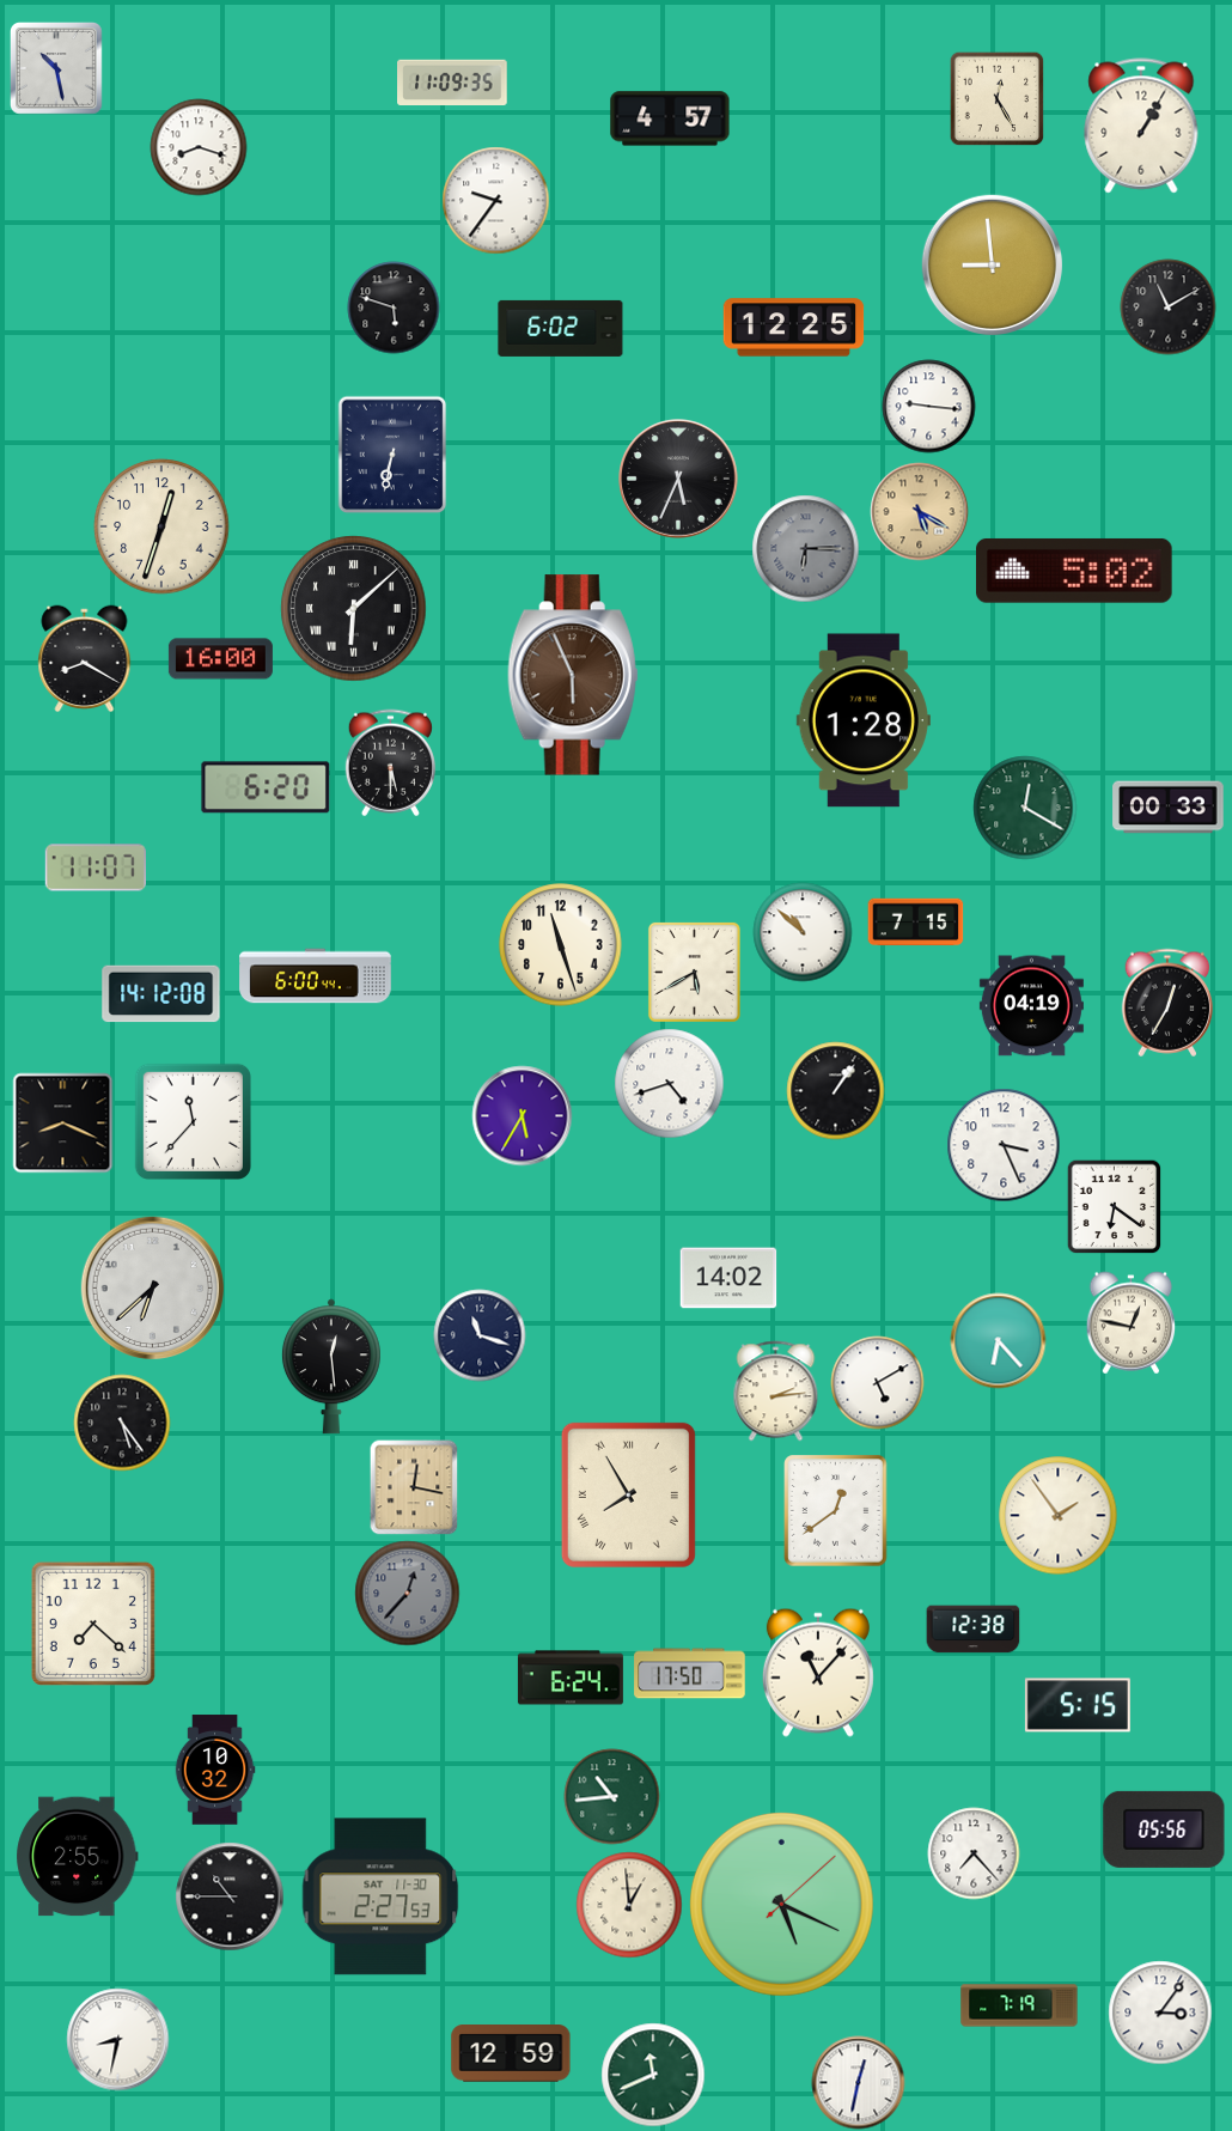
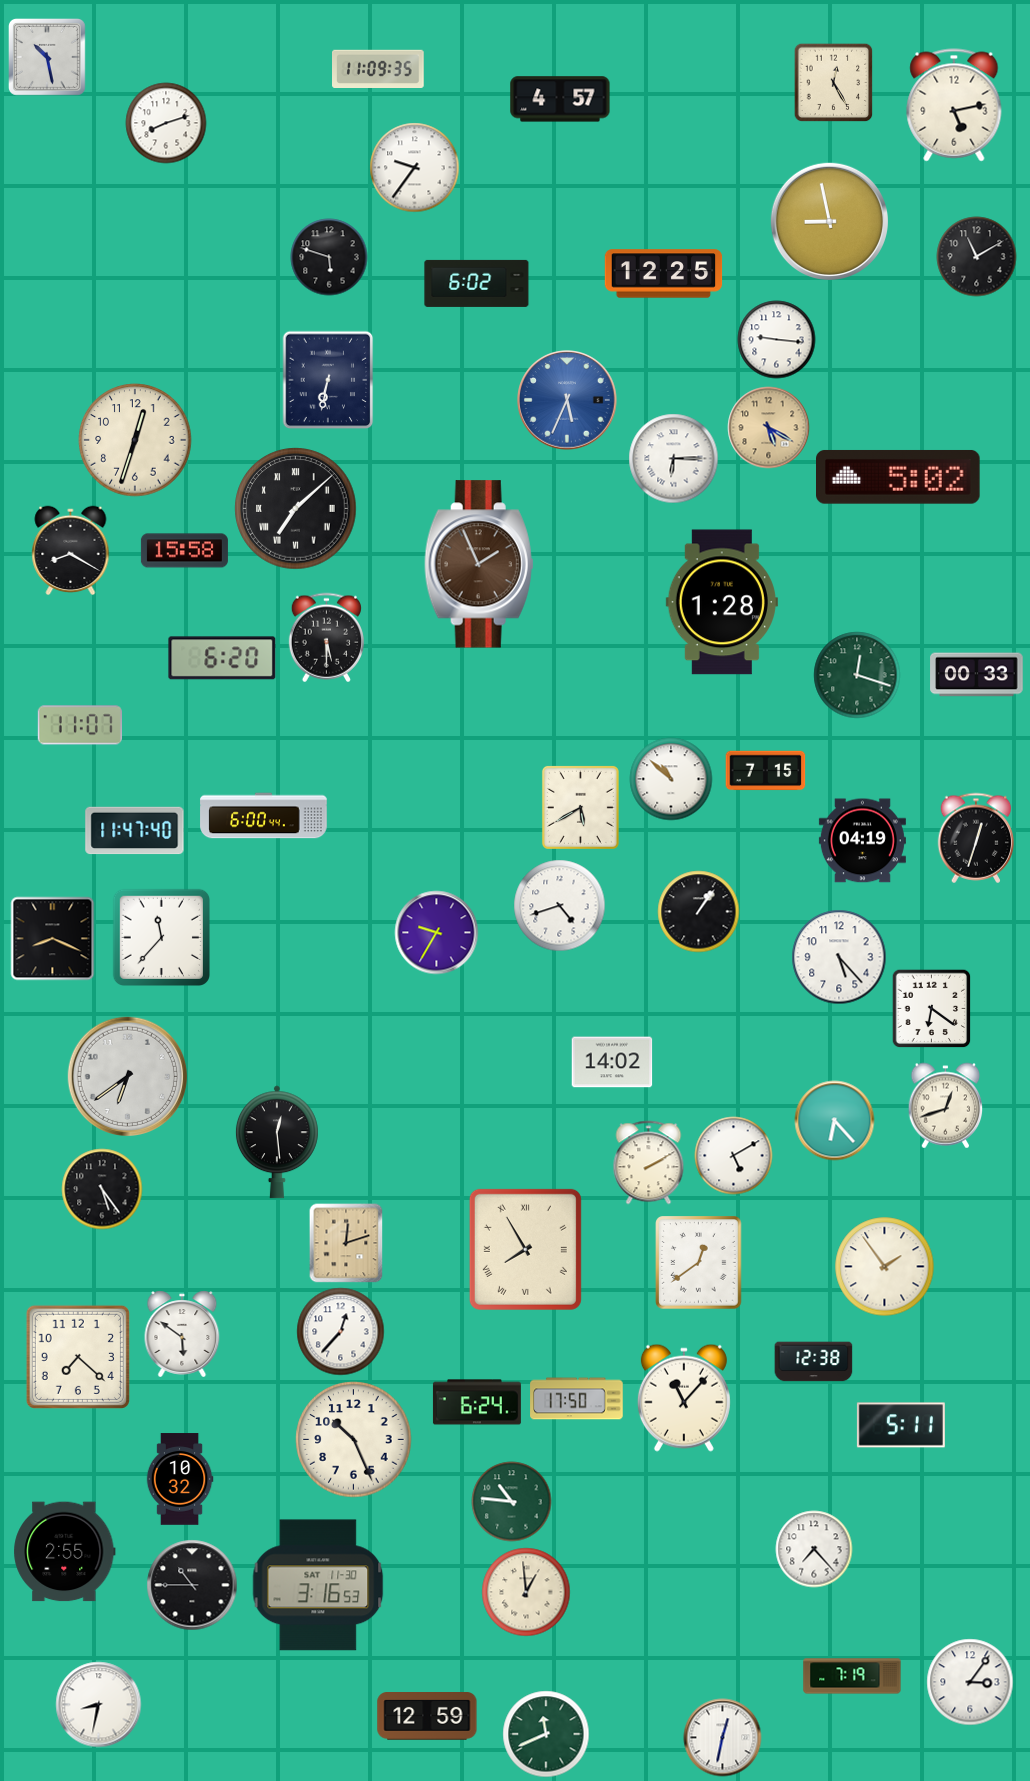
clock at (1141, 126): 1:05 -> 5:13
clock at (199, 147): 8:18 -> 8:12
clock at (992, 264): 8:59 -> 8:58
clock at (561, 328) position: (561, 328) -> (477, 283)
clock at (678, 479) dial: black -> blue
clock at (806, 549) dial: grey -> white
clock at (354, 609): 6:08 -> 7:08
clock at (220, 659): 16:00 -> 15:58
clock at (573, 675): 5:56 -> 1:56
clock at (1025, 808): 12:20 -> 12:18
clock at (561, 945): 11:27 -> none
clock at (694, 972) position: (694, 972) -> (580, 807)
clock at (161, 994): 14:12 -> 11:47
clock at (1167, 1003): 12:35 -> 12:33
clock at (523, 1116): 5:35 -> 9:35
clock at (1004, 1145): 3:26 -> 5:23
clock at (728, 1278) position: (728, 1278) -> (612, 1062)
clock at (152, 1287): 6:38 -> 6:39
clock at (1132, 1323): 12:47 -> 12:42
clock at (480, 1335): 11:18 -> none
clock at (776, 1392): 2:14 -> 2:10
clock at (414, 1487): 12:17 -> 12:12
clock at (408, 1594) dial: grey -> white
clock at (182, 1334): none -> 5:51
clock at (1078, 1705): 5:15 -> 5:11
clock at (354, 1440): none -> 10:26
clock at (612, 1797): 10:44 -> 10:46
clock at (1164, 1829): 05:56 -> none
clock at (380, 1896): 2:27 -> 3:16
clock at (781, 1904): 5:19 -> none
clock at (859, 2083) position: (859, 2083) -> (723, 1738)
